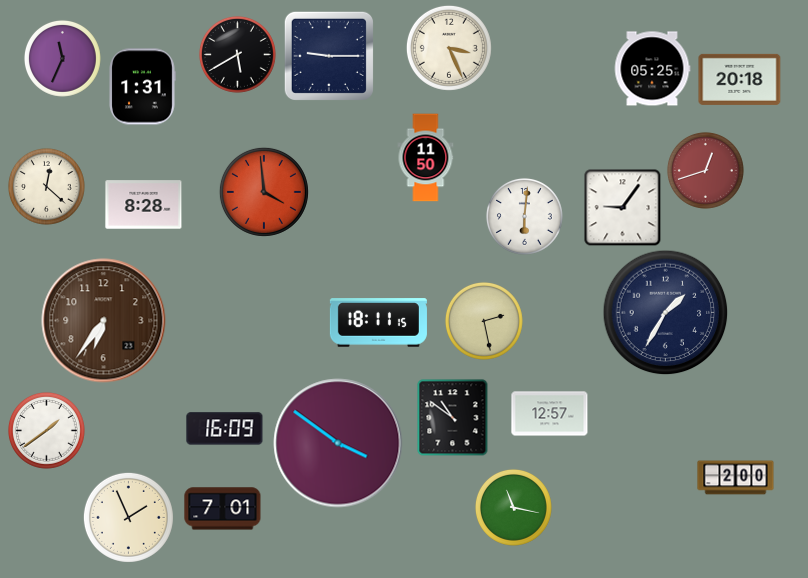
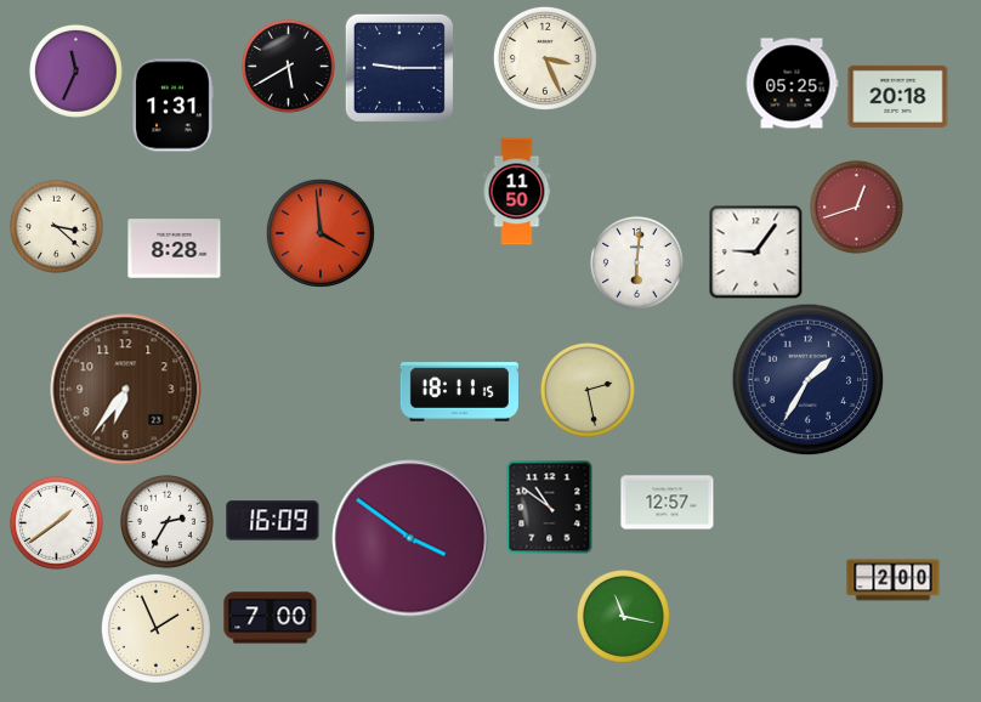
clock at (46, 186): 12:22 -> 3:22
clock at (166, 521): none -> 2:35
clock at (223, 509): 7:01 -> 7:00
